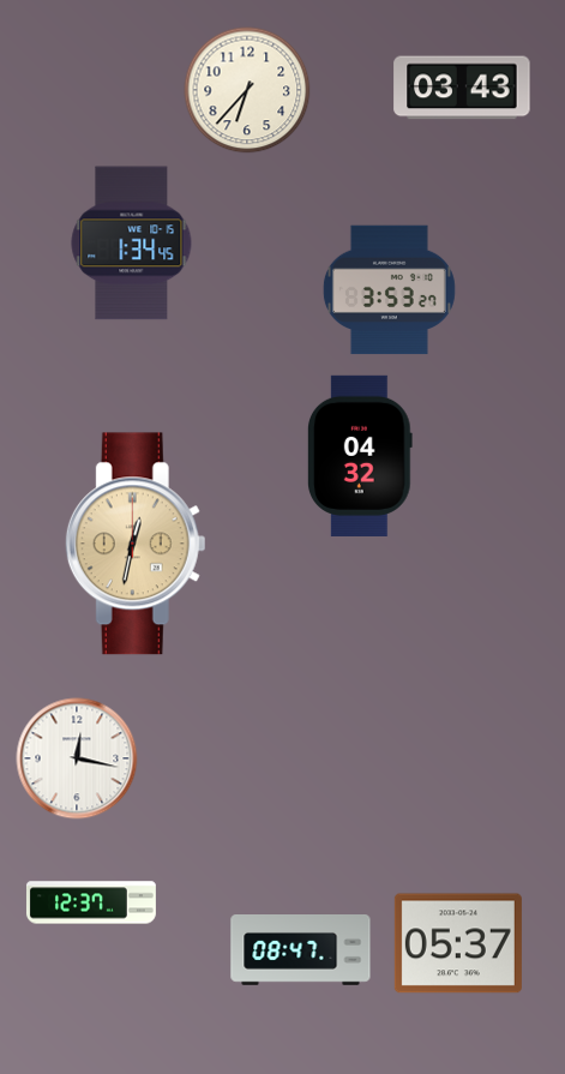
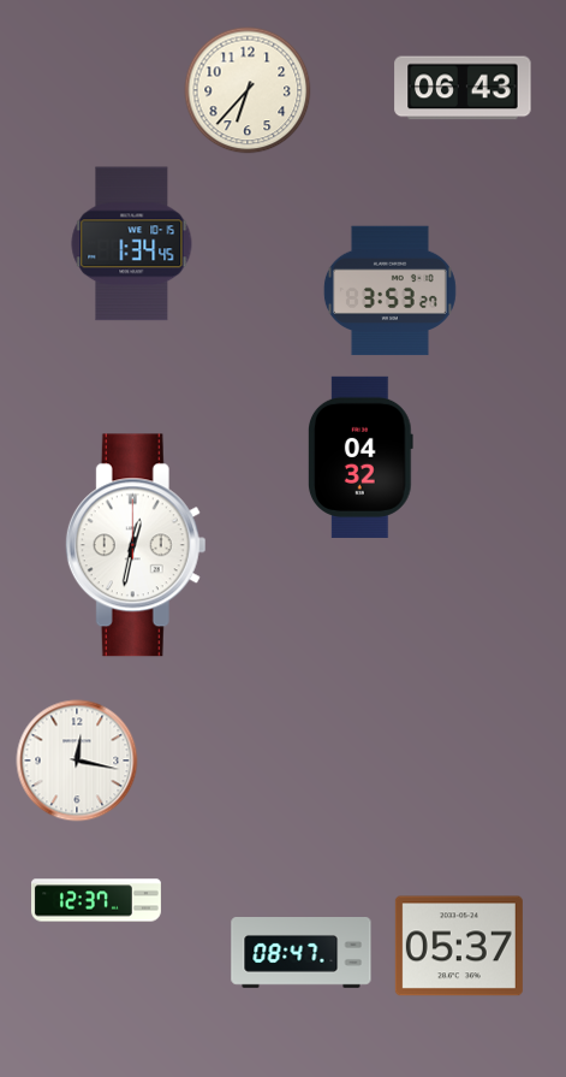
clock at (462, 88): 03:43 -> 06:43
clock at (136, 544) dial: champagne -> white
clock at (91, 902) position: (91, 902) -> (96, 900)
